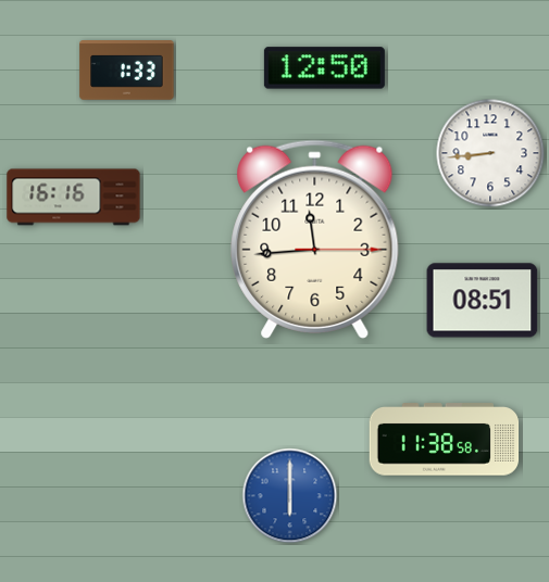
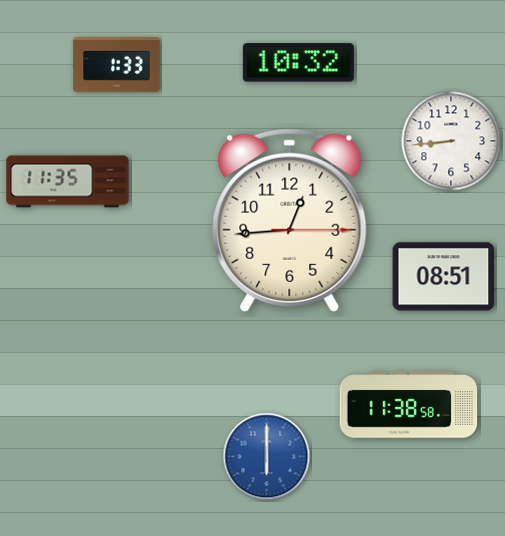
clock at (324, 68): 12:50 -> 10:32
clock at (74, 198): 16:16 -> 11:35
clock at (315, 239): 11:44 -> 12:44
